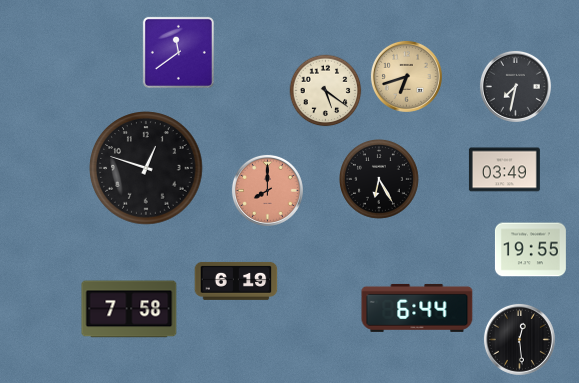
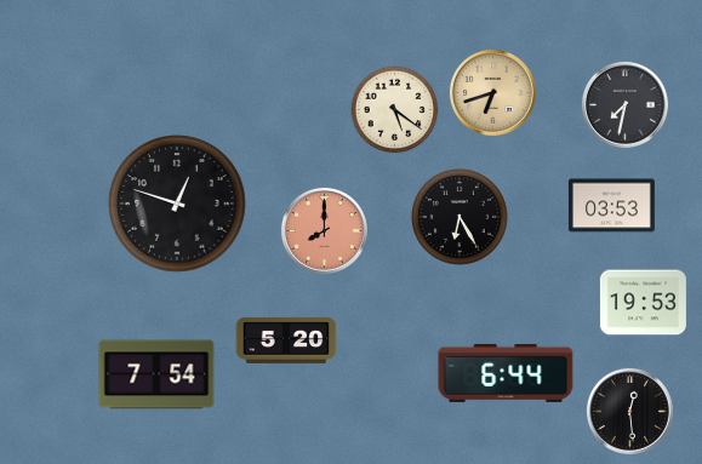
clock at (178, 52): 11:39 -> none
clock at (504, 170): 03:49 -> 03:53
clock at (530, 250): 19:55 -> 19:53
clock at (236, 281): 6:19 -> 5:20
clock at (129, 309): 7:58 -> 7:54
